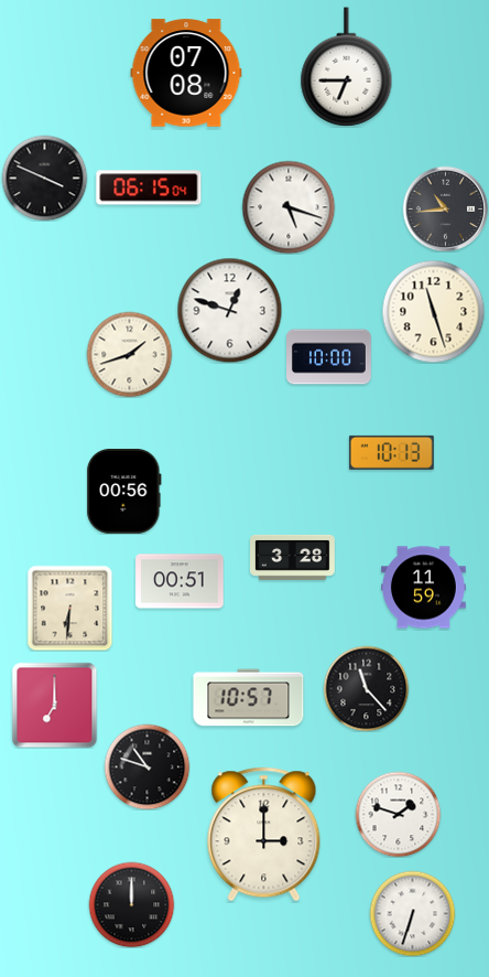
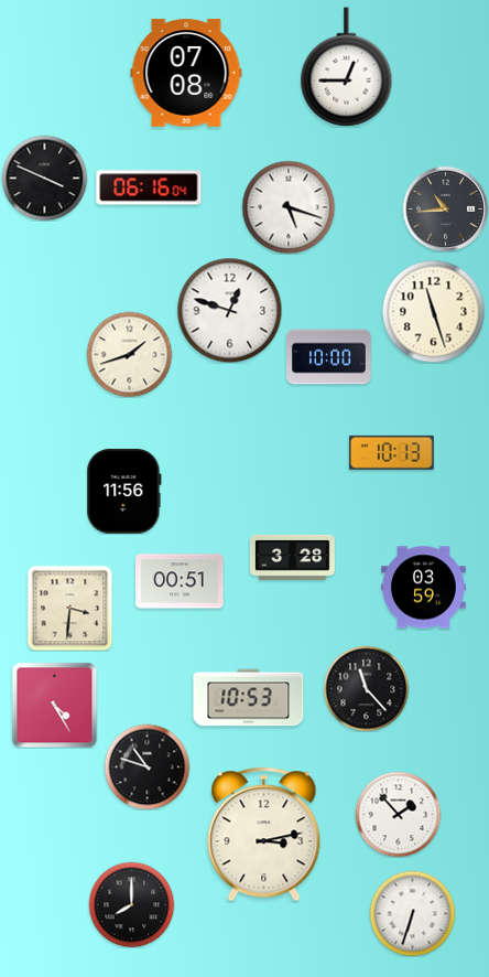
clock at (347, 67): 6:45 -> 12:45
clock at (149, 187): 06:15 -> 06:16
clock at (124, 491): 00:56 -> 11:56
clock at (424, 588): 11:59 -> 03:59
clock at (69, 608): 6:31 -> 3:31
clock at (249, 698): 10:57 -> 10:53
clock at (54, 705): 7:00 -> 4:25
clock at (398, 814): 1:48 -> 1:53
clock at (264, 835): 3:00 -> 3:13
clock at (131, 904): 12:00 -> 8:00
